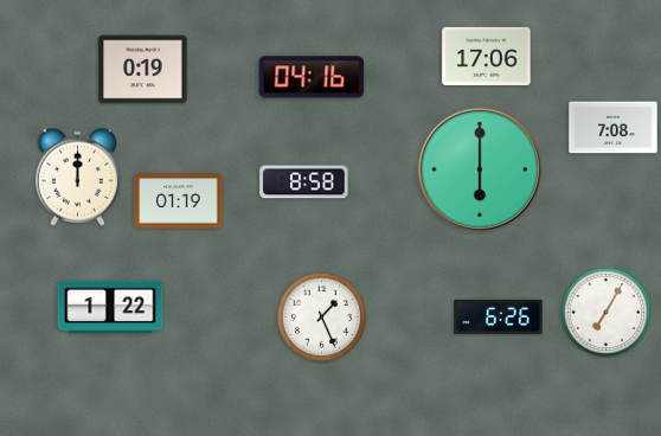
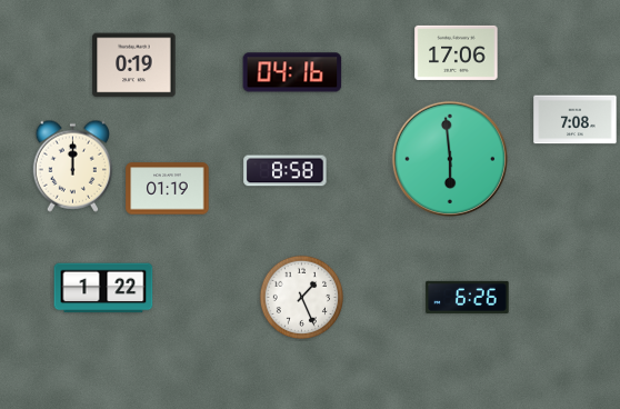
clock at (480, 169): 6:00 -> 5:59
clock at (605, 312): 7:05 -> none
